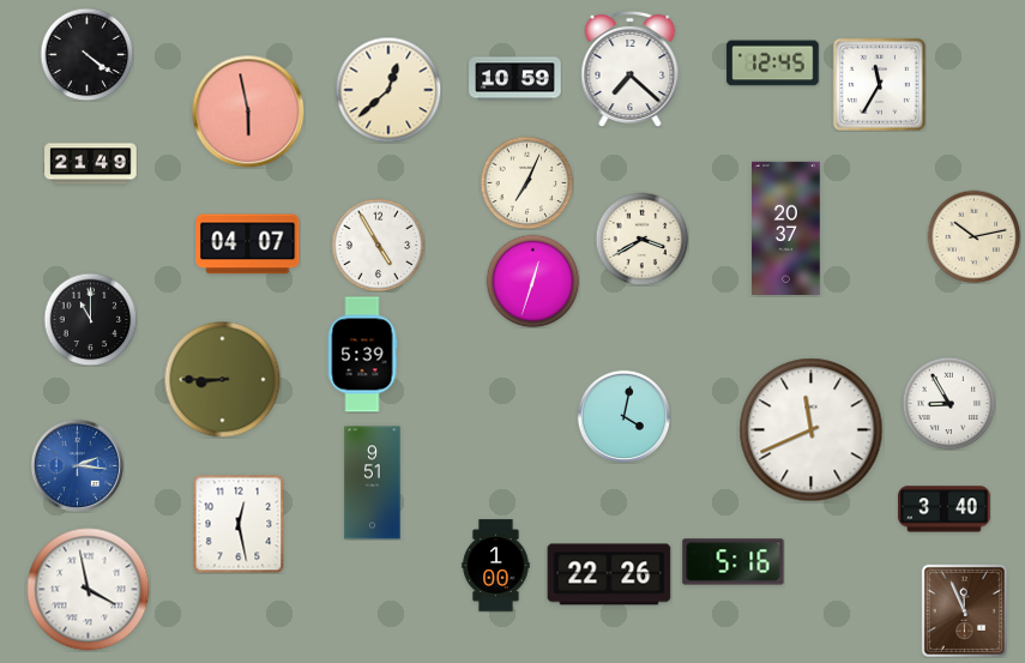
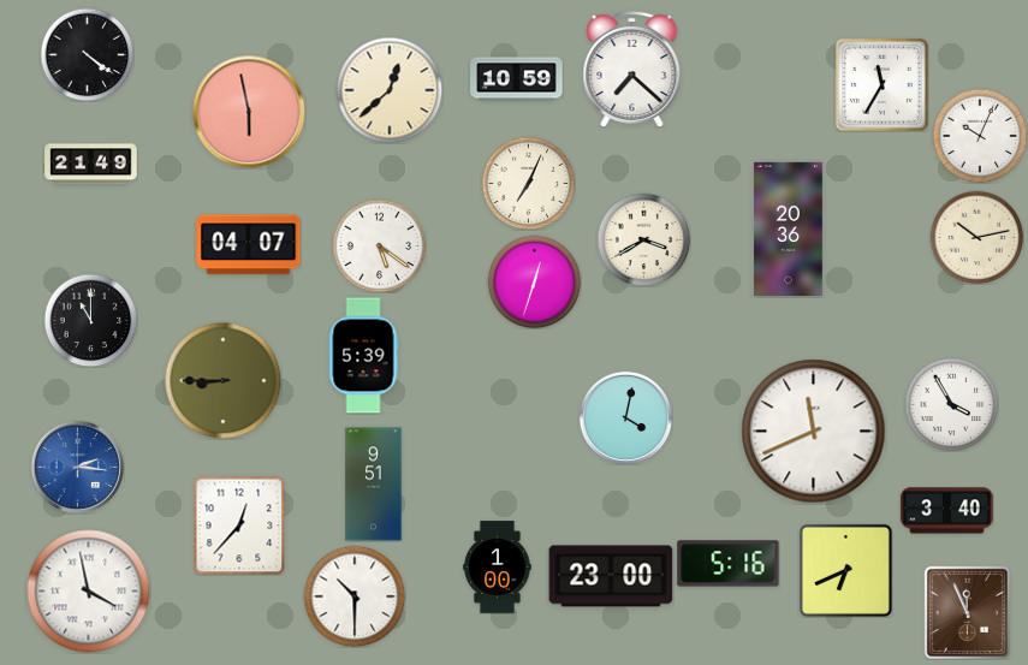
clock at (773, 64): 12:45 -> none
clock at (980, 136): none -> 10:04
clock at (786, 228): 20:37 -> 20:36
clock at (378, 245): 4:55 -> 5:21
clock at (948, 403): 8:55 -> 3:55
clock at (239, 524): 12:28 -> 12:37
clock at (734, 562) position: (734, 562) -> (729, 564)
clock at (845, 570): none -> 6:41
clock at (609, 574): 22:26 -> 23:00
clock at (355, 596): none -> 10:30
